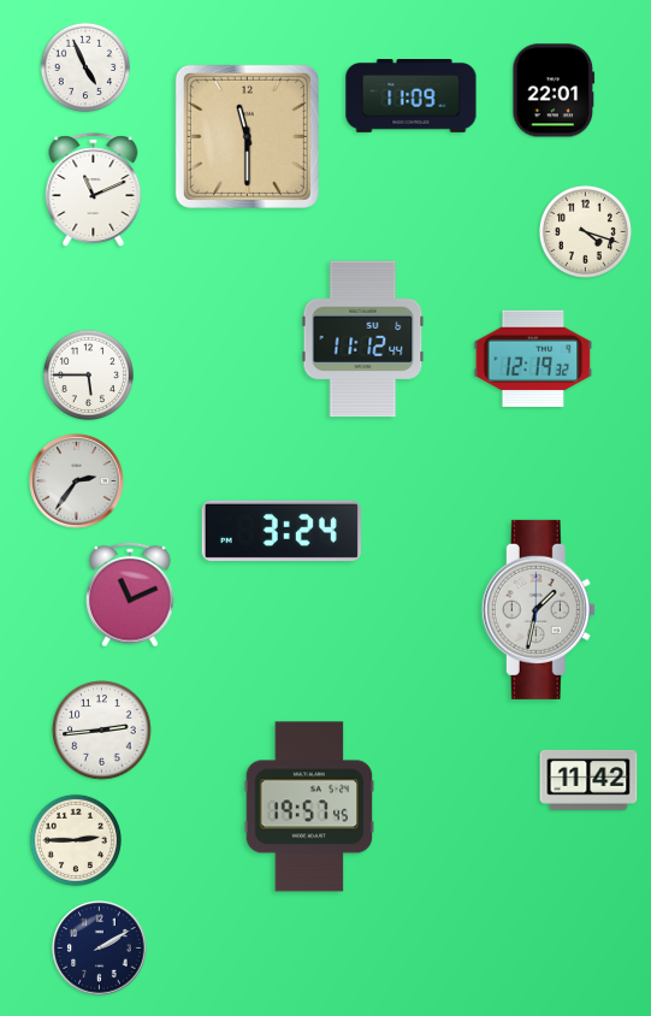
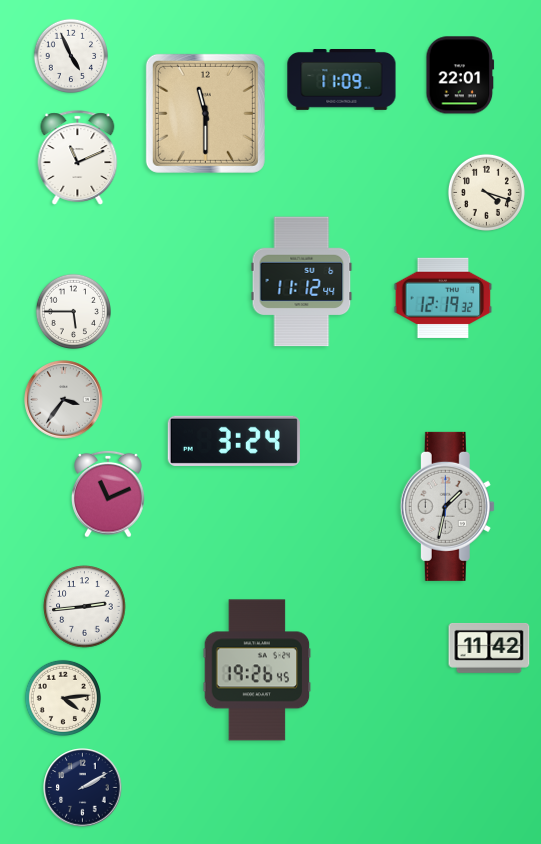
clock at (77, 482): 2:36 -> 3:36
clock at (309, 807): 19:57 -> 19:26
clock at (76, 840): 2:45 -> 4:14
